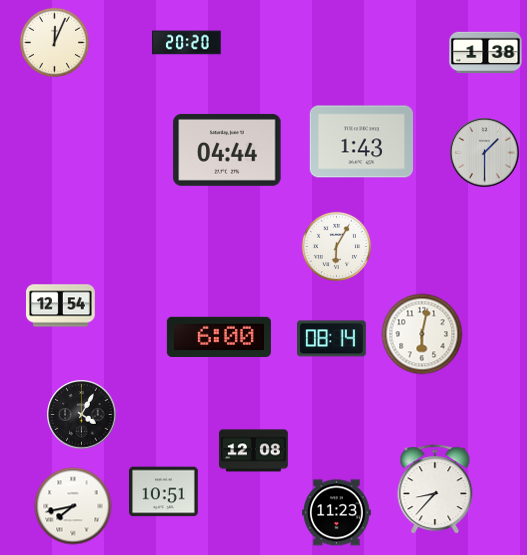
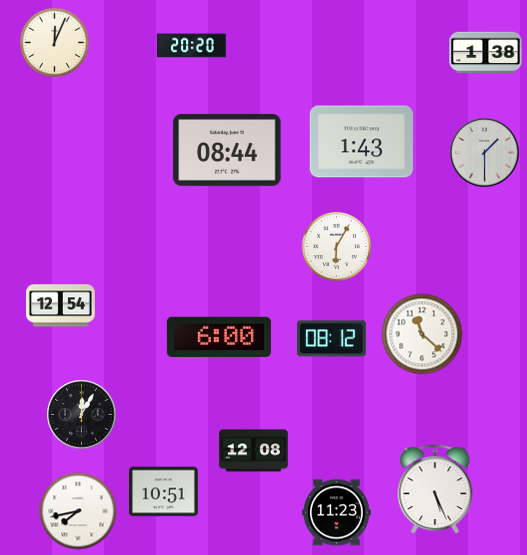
clock at (187, 43) position: (187, 43) -> (192, 46)
clock at (227, 150): 04:44 -> 08:44
clock at (422, 334): 6:02 -> 11:22
clock at (332, 339): 08:14 -> 08:12
clock at (82, 415): 4:05 -> 12:05
clock at (435, 490): 8:37 -> 5:26
clock at (73, 506) position: (73, 506) -> (78, 511)
